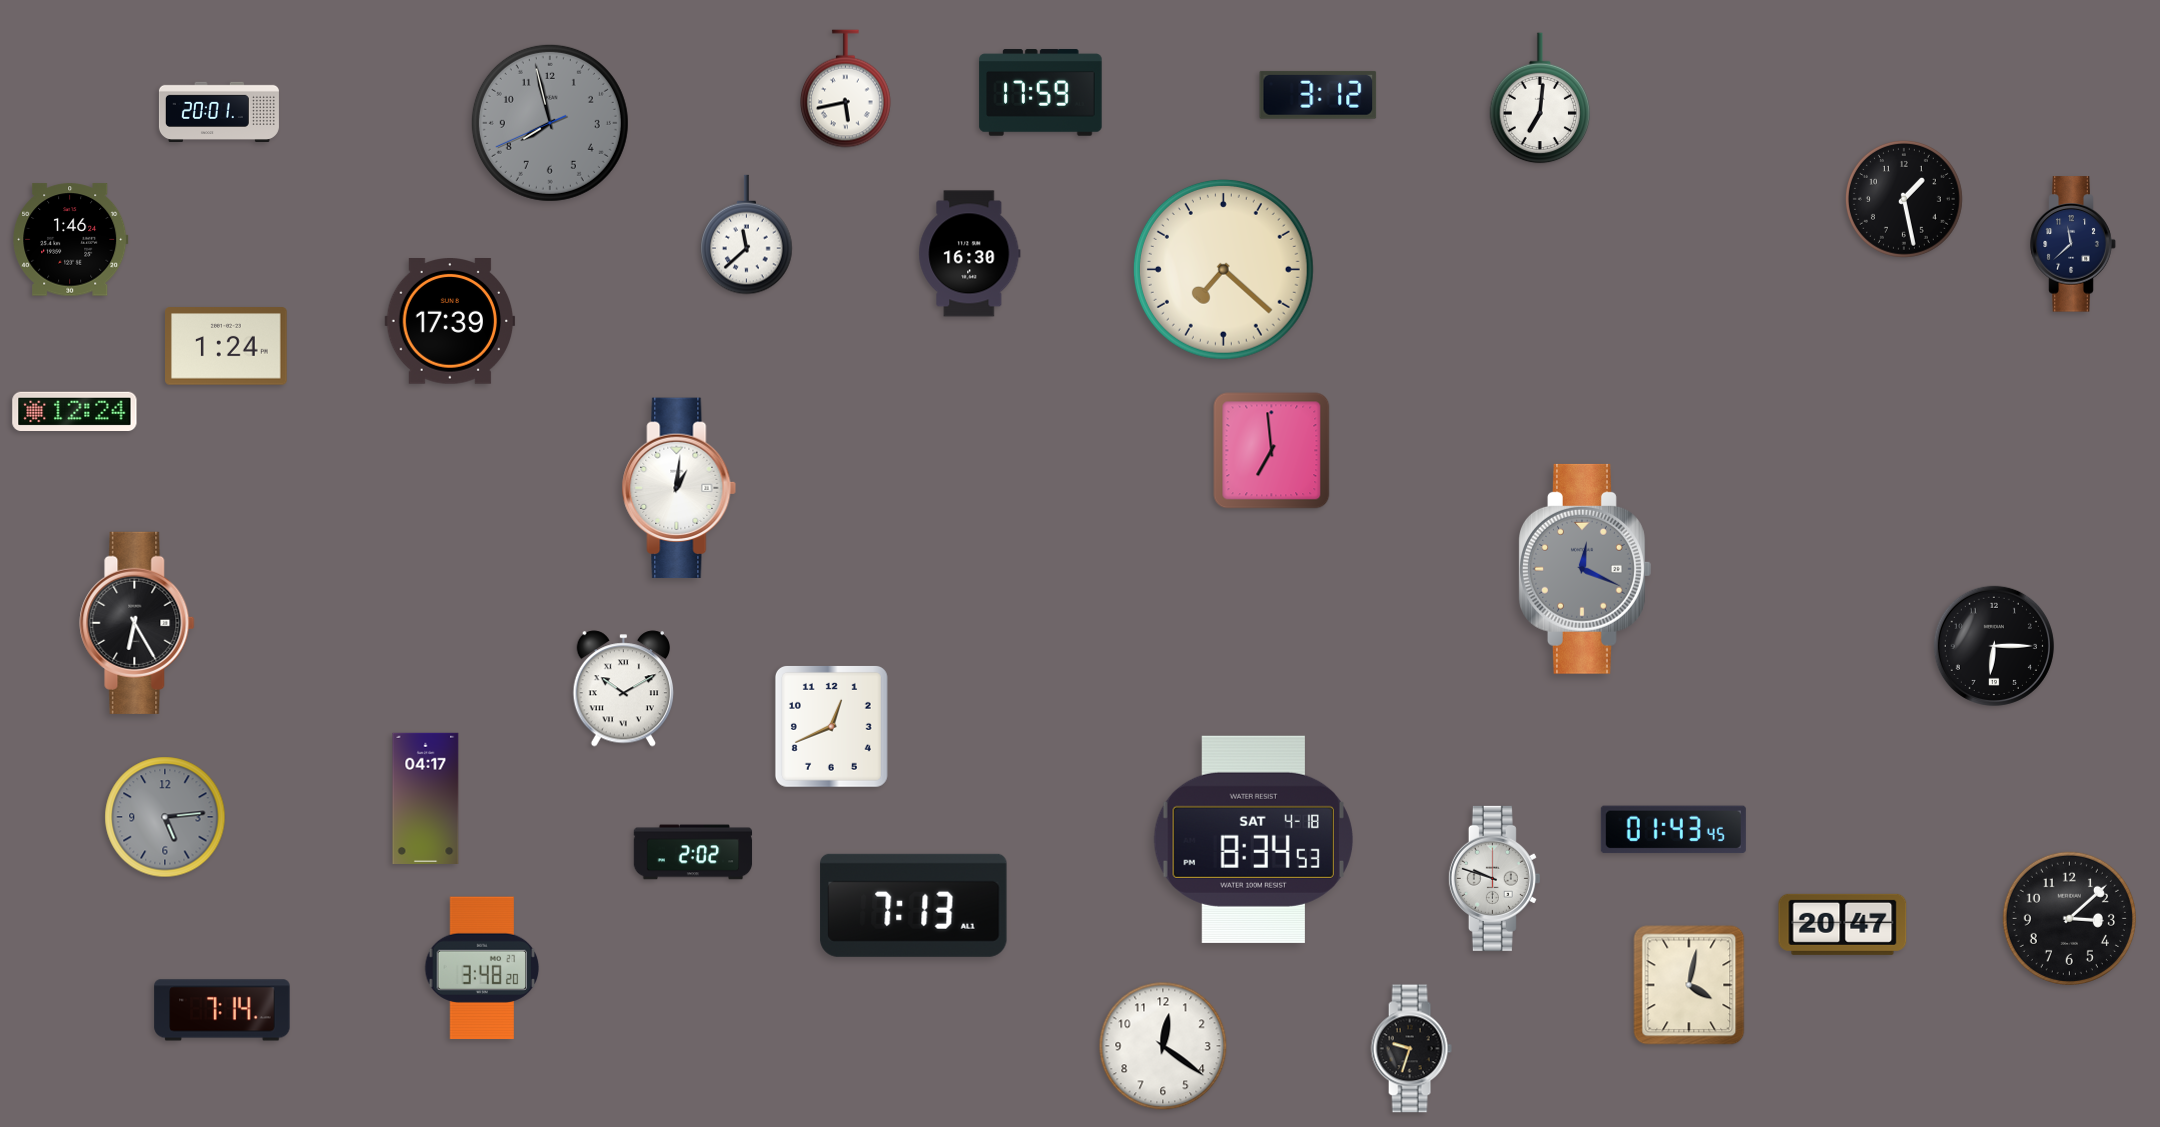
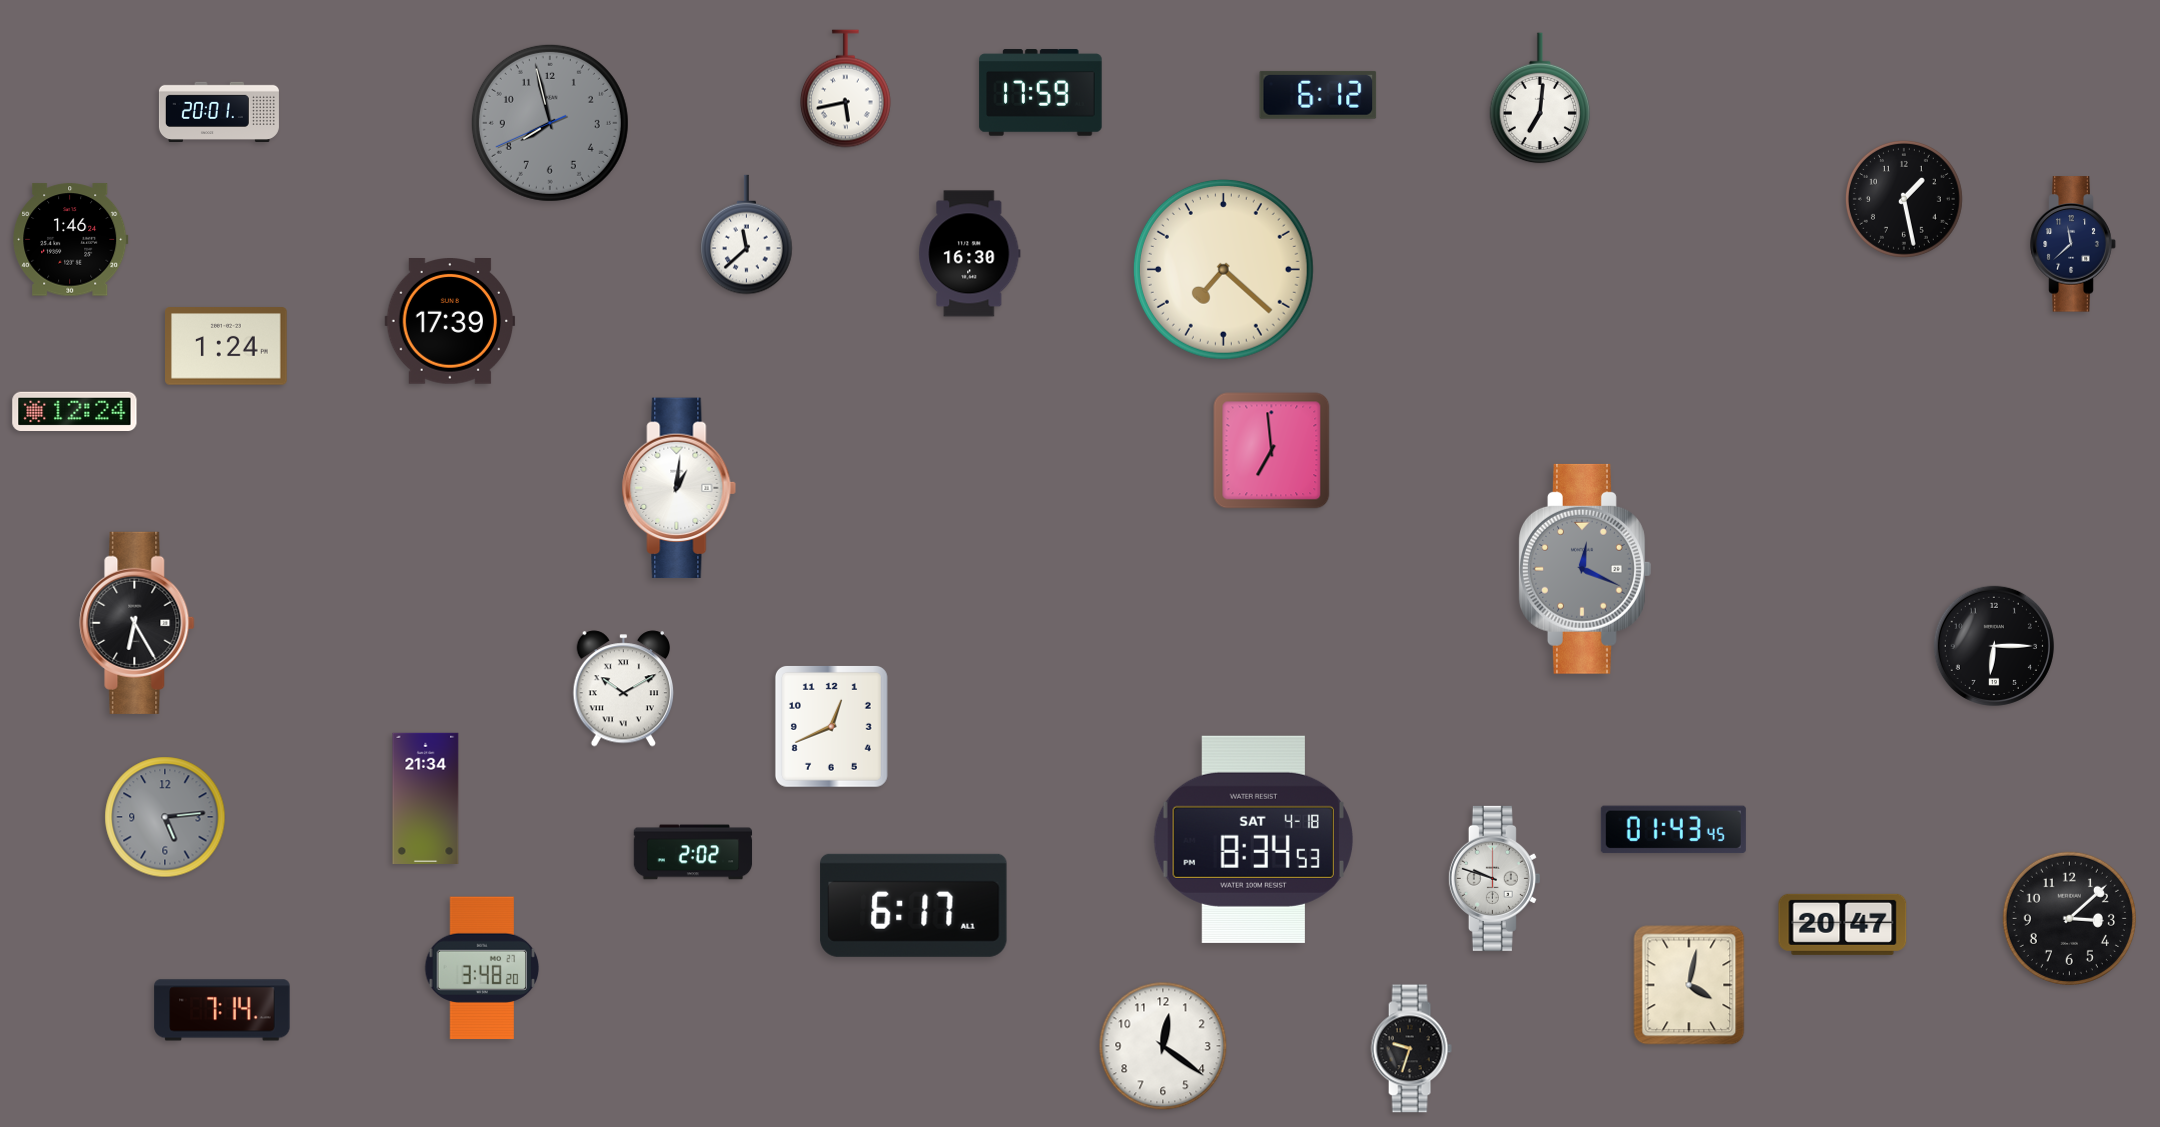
clock at (1318, 95): 3:12 -> 6:12
clock at (426, 798): 04:17 -> 21:34
clock at (914, 905): 7:13 -> 6:17
